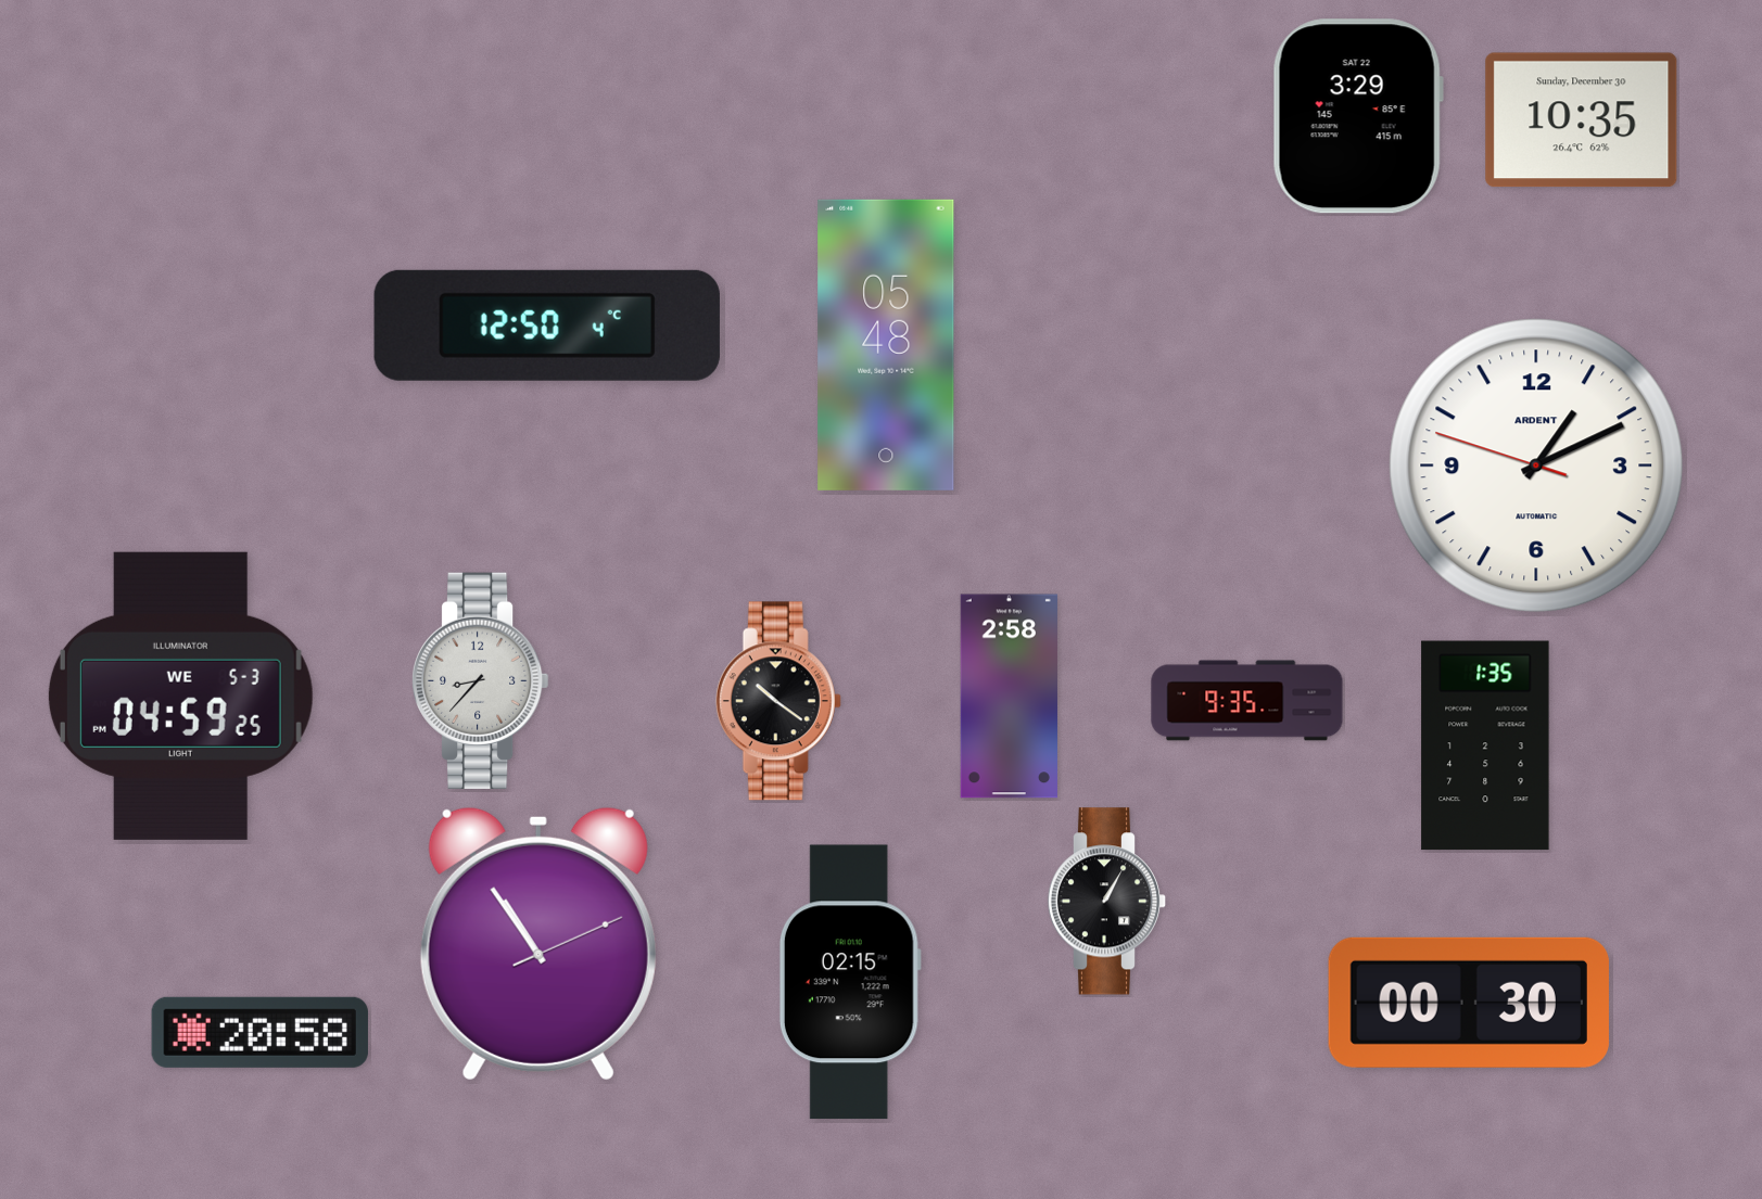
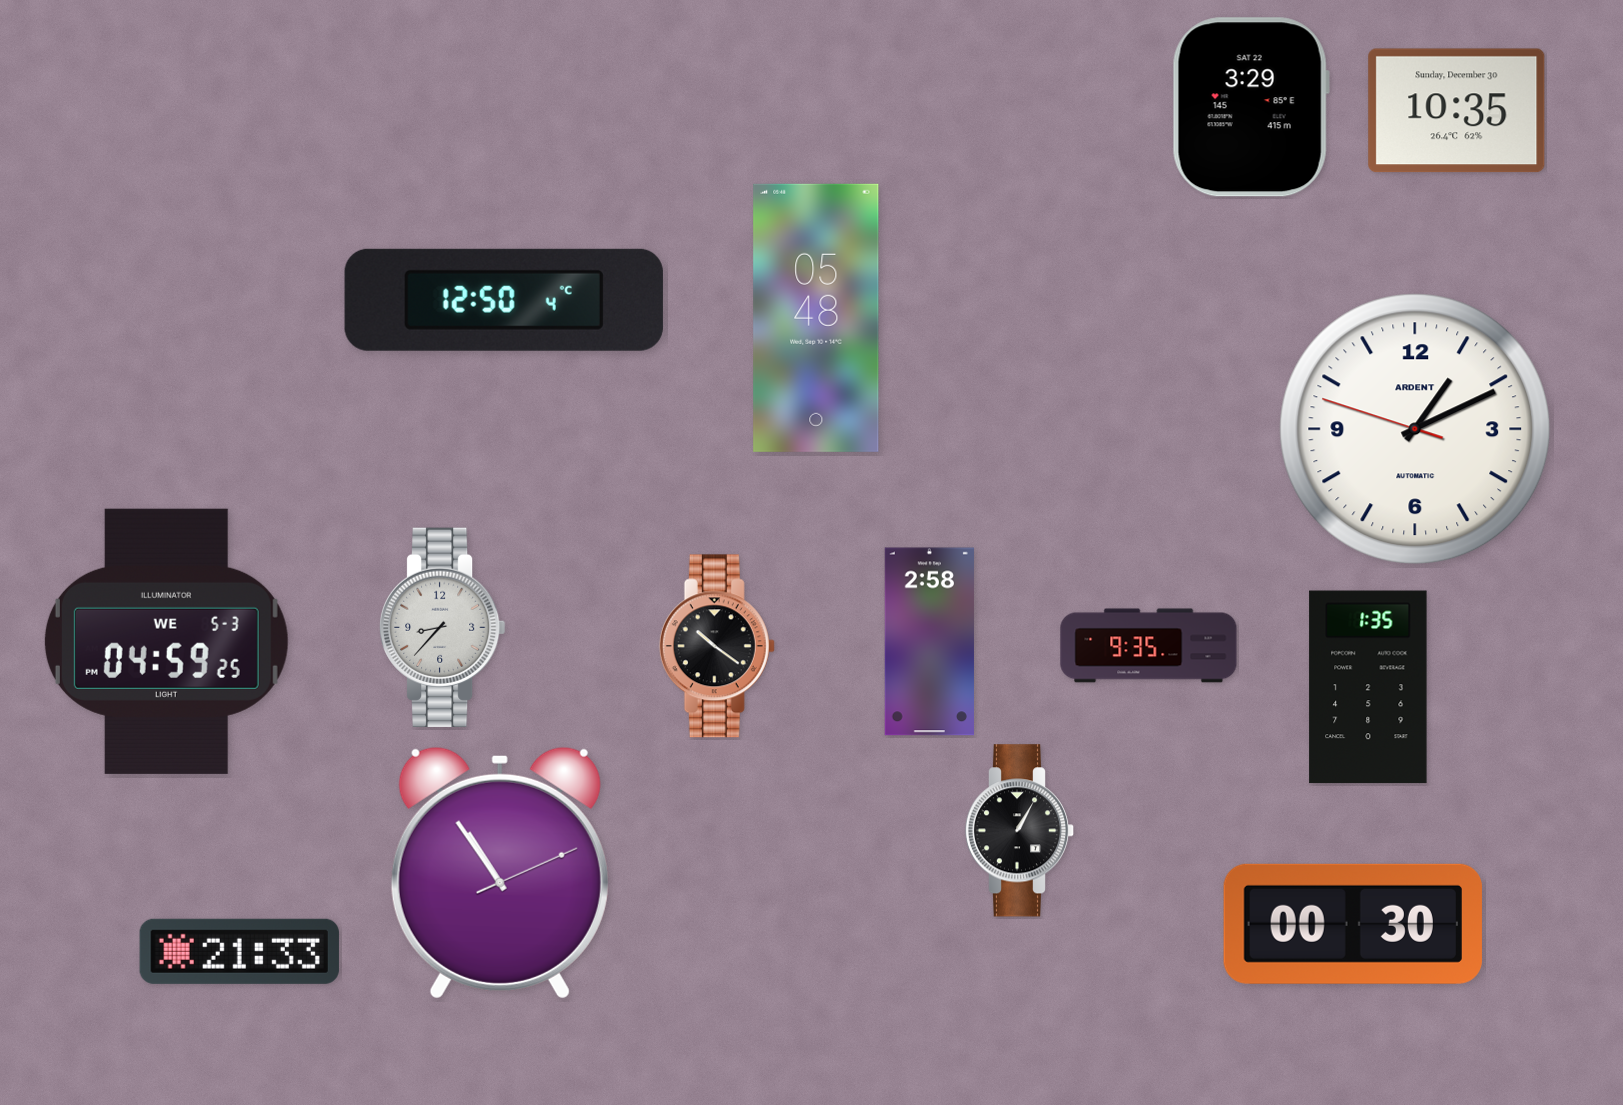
clock at (538, 944) position: (538, 944) -> (500, 873)
clock at (850, 982): 02:15 -> none
clock at (259, 1032): 20:58 -> 21:33
